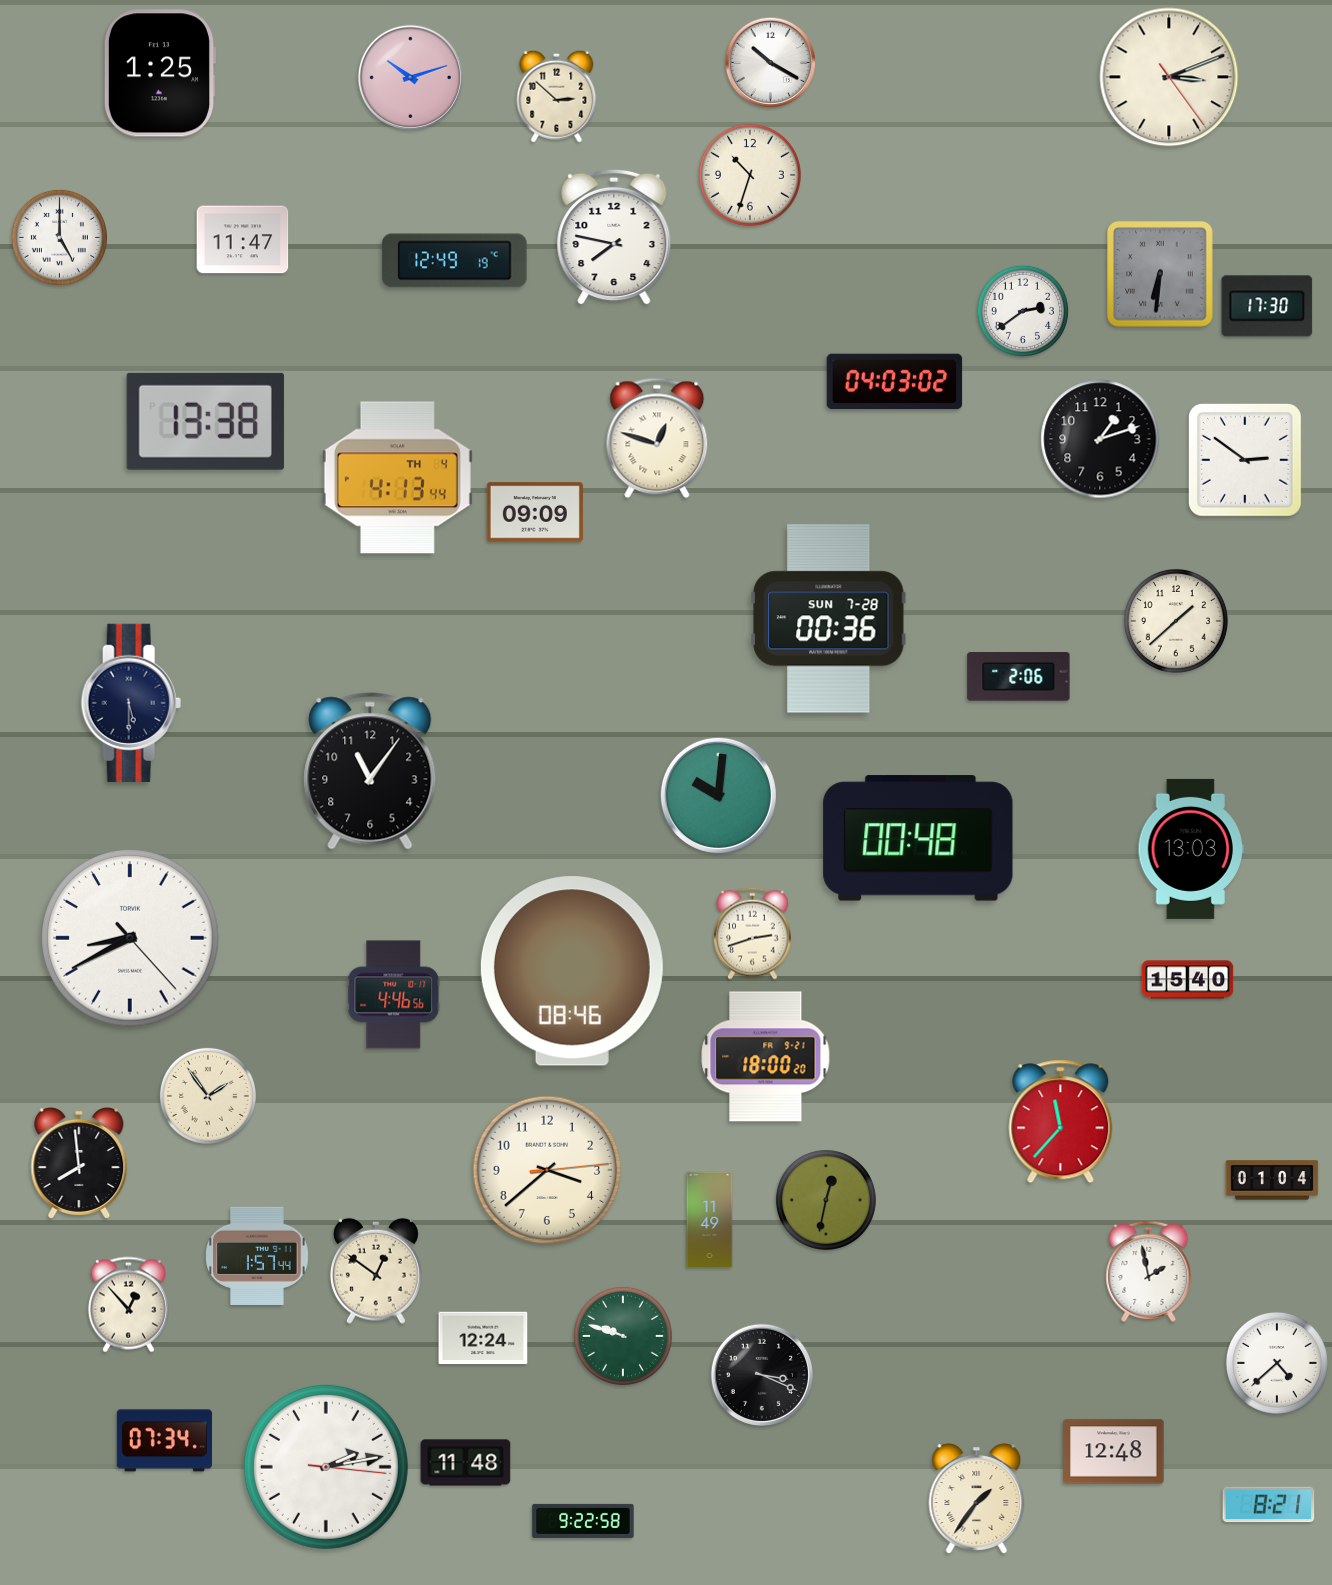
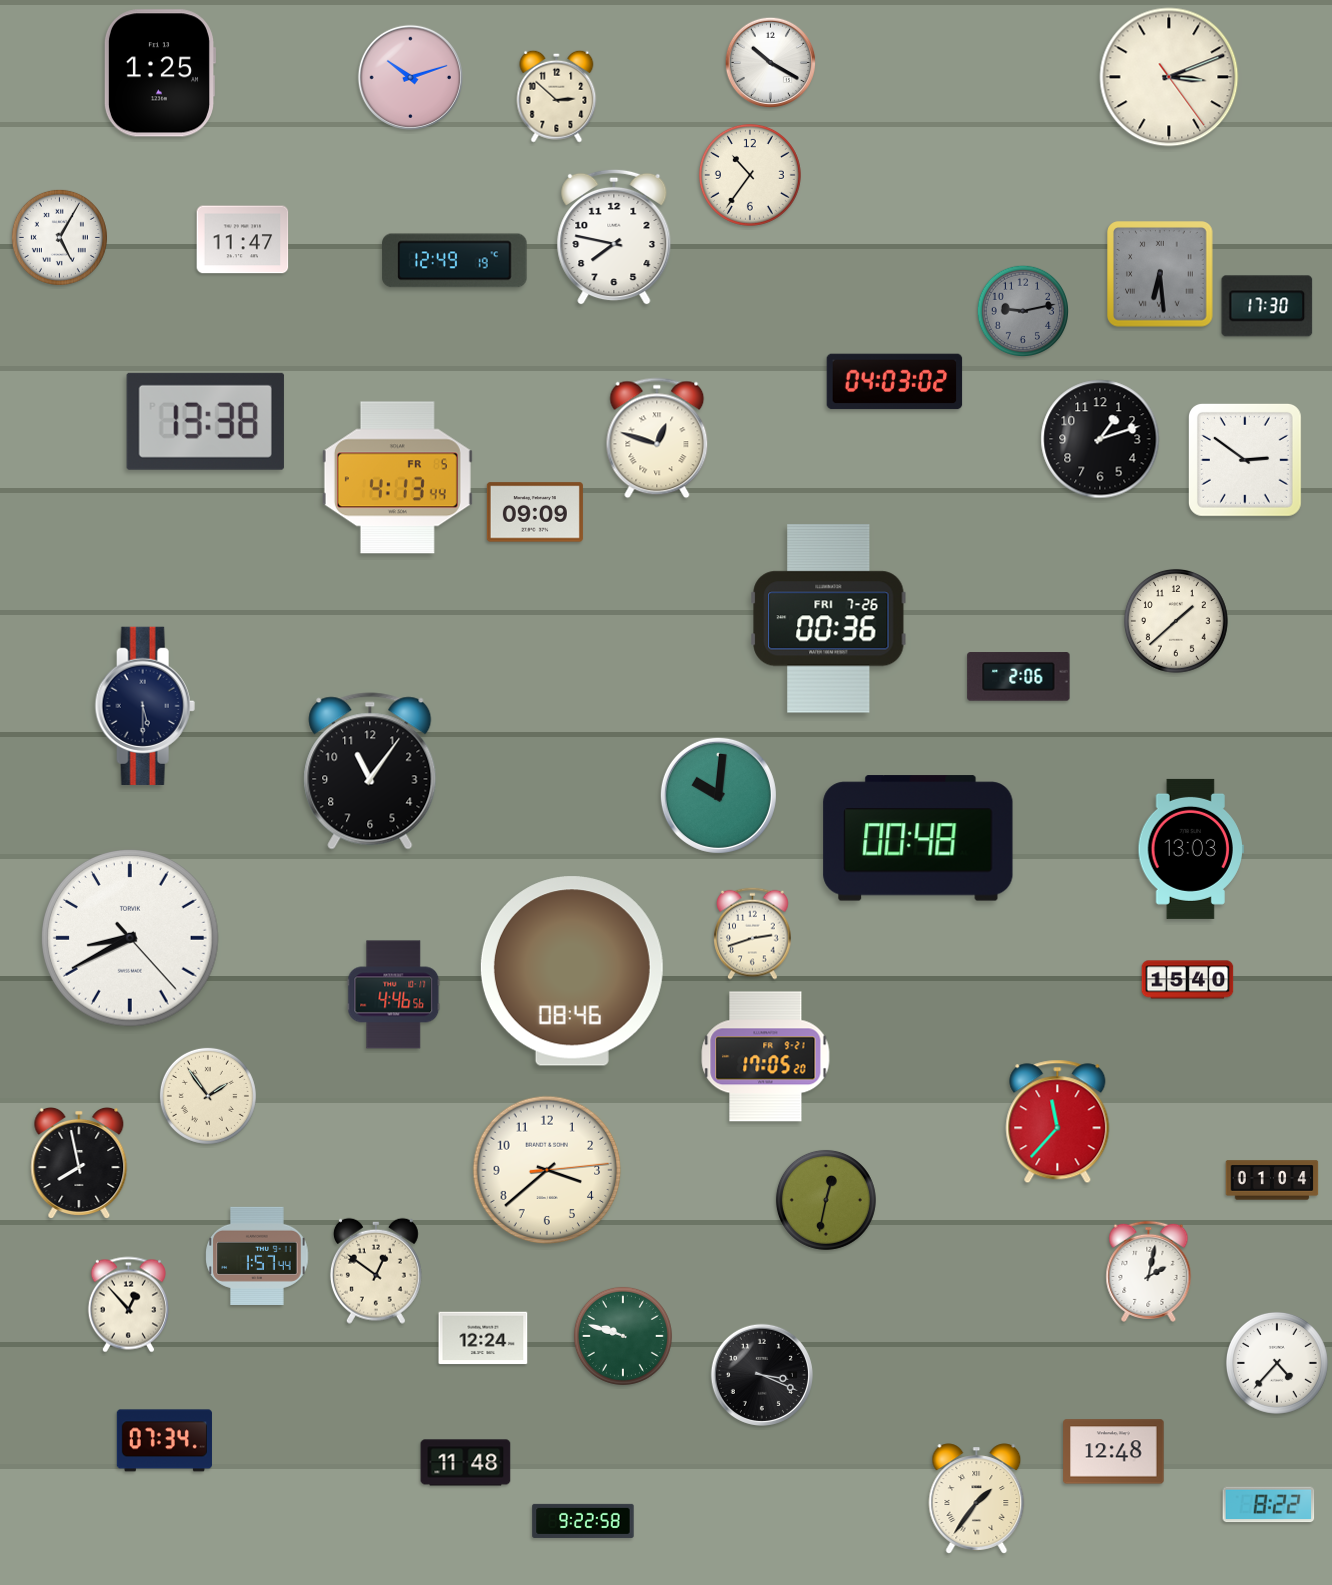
clock at (750, 175): 10:33 -> 10:36
clock at (59, 237): 5:00 -> 5:05
clock at (1160, 274): 6:31 -> 6:29
clock at (1022, 310): 2:39 -> 9:13
clock at (1022, 310) dial: white -> grey
clock at (397, 478) date: TH 4 -> FR 5
clock at (829, 619) date: SUN 7-28 -> FRI 7-26
clock at (131, 703) position: (131, 703) -> (145, 706)
clock at (766, 1057): 18:00 -> 17:05
clock at (1061, 1122) position: (1061, 1122) -> (1058, 1122)
clock at (79, 1163): 7:59 -> 7:58
clock at (710, 1219): 11:49 -> none
clock at (1149, 1271): 1:58 -> 2:02
clock at (1277, 1363): 4:38 -> 4:37
clock at (326, 1467): 2:13 -> none
clock at (1269, 1505): 8:21 -> 8:22
